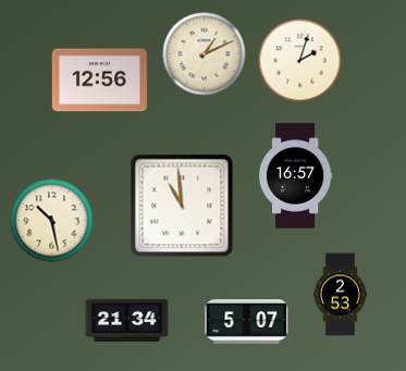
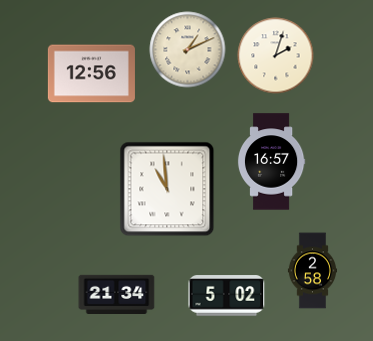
clock at (52, 221): 10:28 -> none
clock at (340, 295): 2:53 -> 2:58
clock at (247, 322): 5:07 -> 5:02
